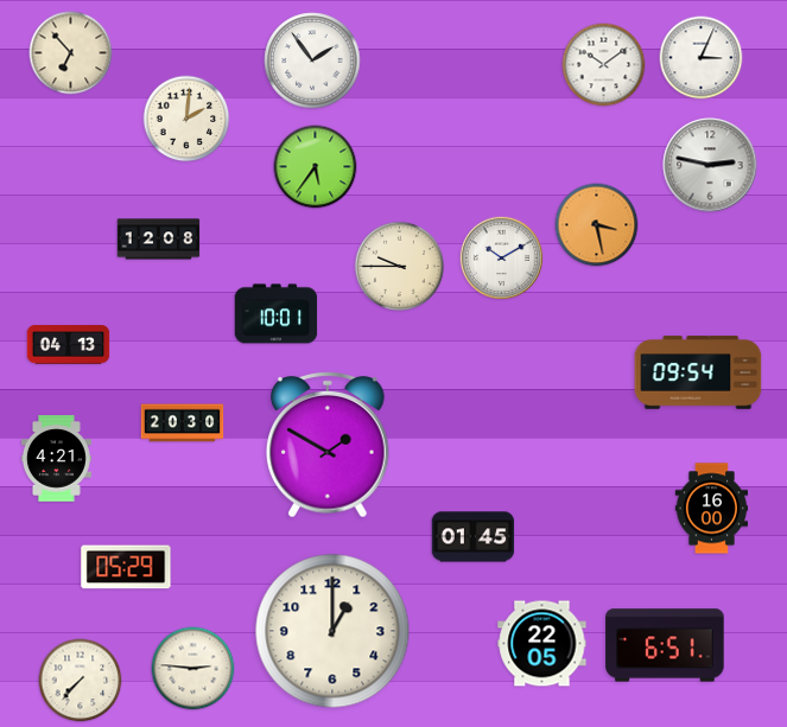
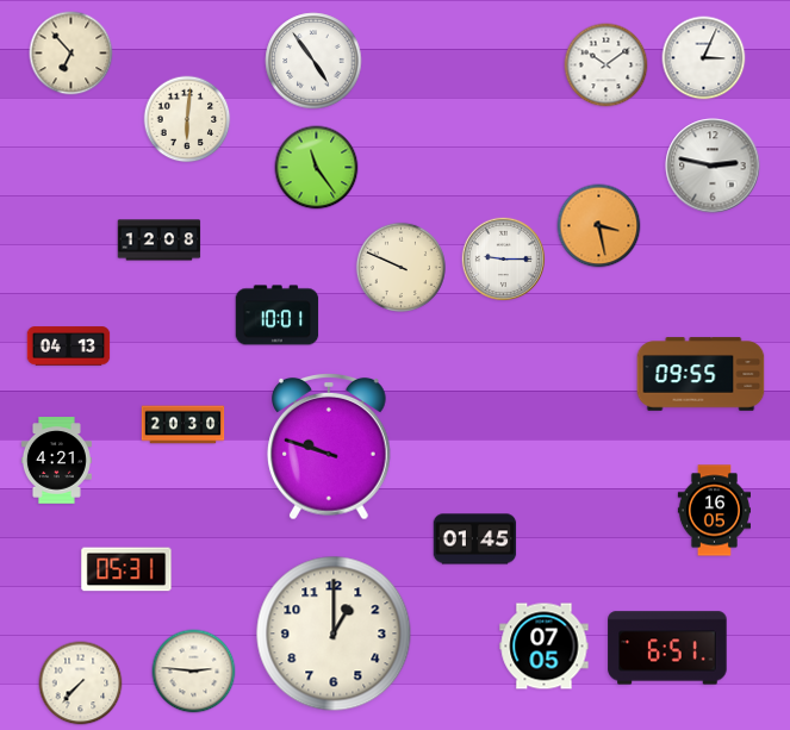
clock at (312, 60): 1:54 -> 4:54
clock at (186, 119): 2:01 -> 6:01
clock at (316, 167): 5:36 -> 11:24
clock at (501, 257): 10:10 -> 9:15
clock at (399, 266): 9:45 -> 9:49
clock at (698, 372): 09:54 -> 09:55
clock at (329, 445): 1:50 -> 9:48
clock at (711, 509): 16:00 -> 16:05
clock at (126, 567): 05:29 -> 05:31
clock at (542, 644): 22:05 -> 07:05
